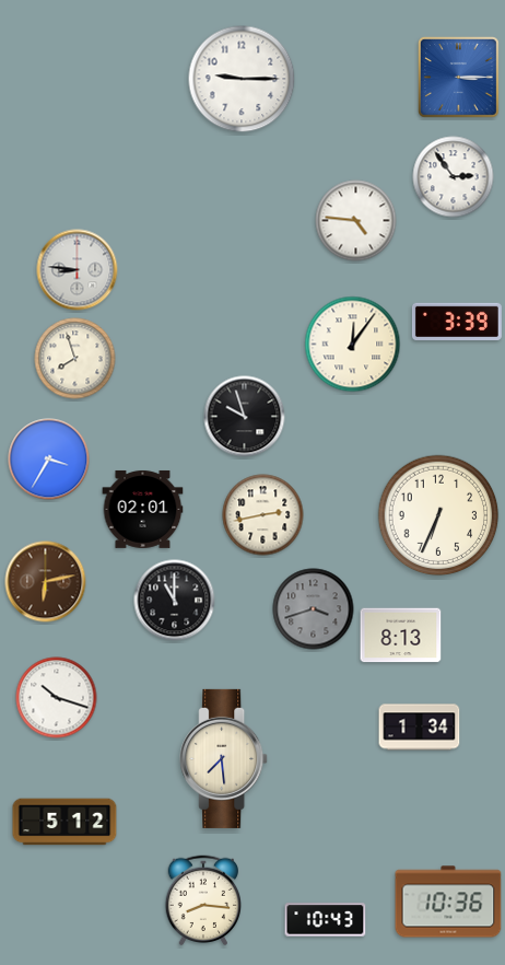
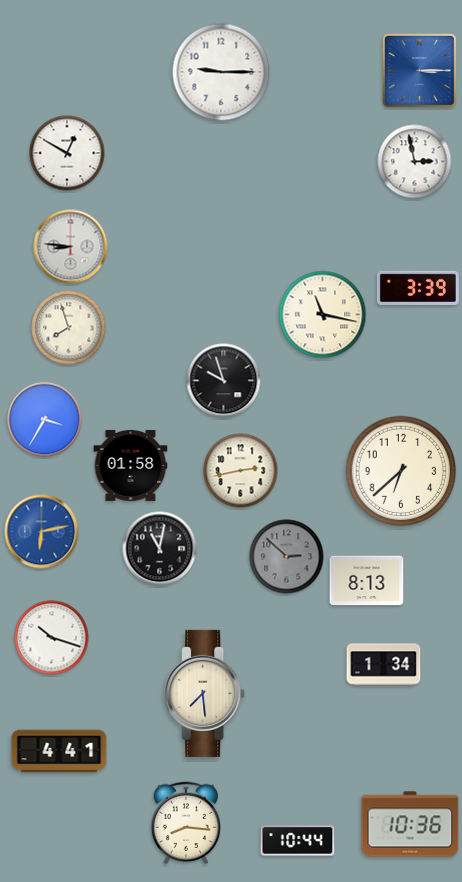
clock at (67, 153): none -> 12:50
clock at (454, 177): 2:54 -> 2:58
clock at (356, 221): 4:46 -> none
clock at (457, 321) position: (457, 321) -> (418, 287)
clock at (353, 345): 12:06 -> 11:17
clock at (143, 509): 02:01 -> 01:58
clock at (438, 515): 6:34 -> 6:38
clock at (46, 582) dial: brown -> blue
clock at (175, 601): 11:00 -> 11:02
clock at (314, 609): 3:42 -> 2:52
clock at (64, 822): 5:12 -> 4:41
clock at (326, 920): 10:43 -> 10:44
